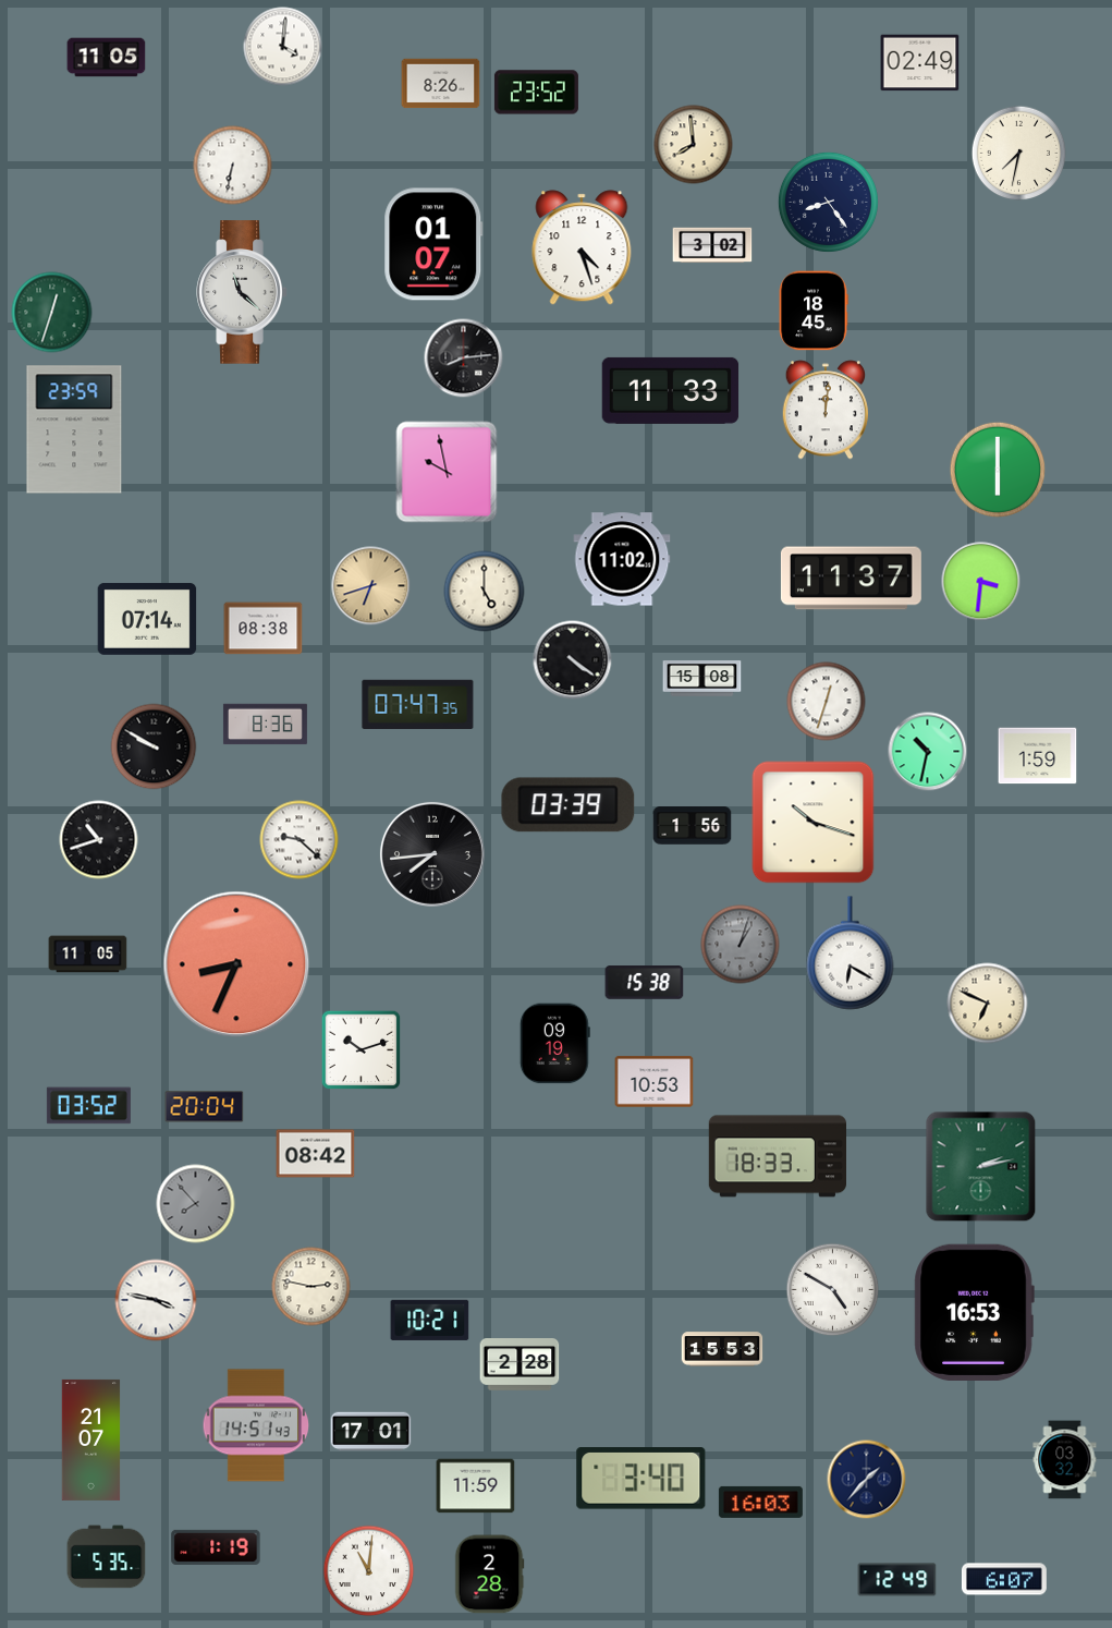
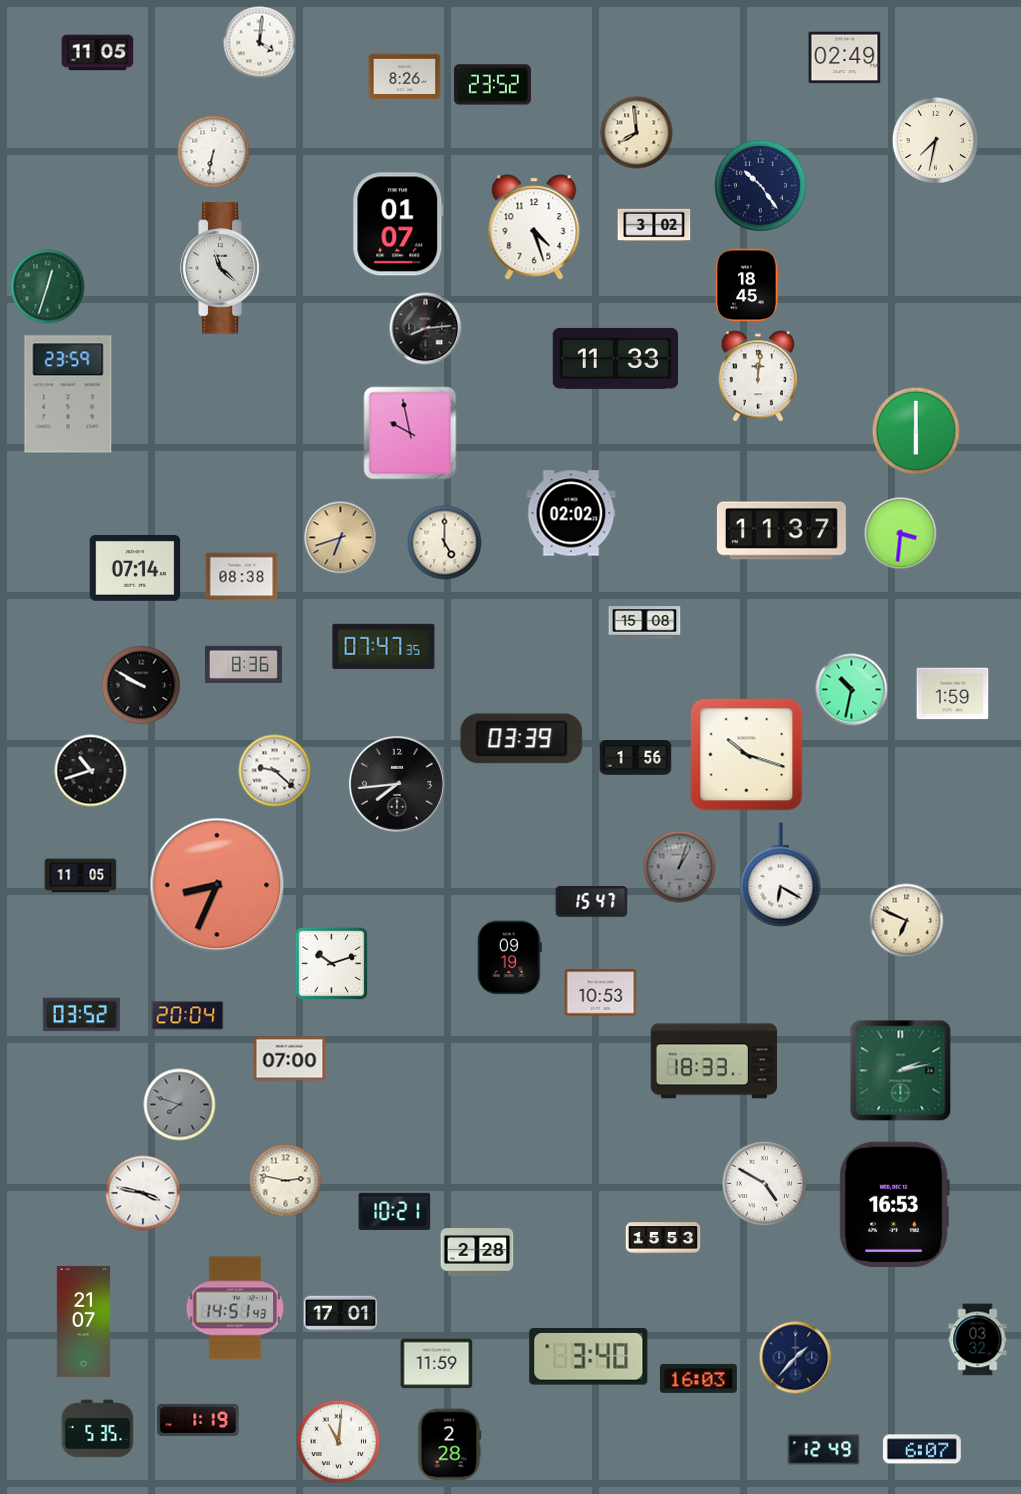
clock at (828, 202): 8:24 -> 10:24
clock at (622, 559): 11:02 -> 02:02
clock at (573, 660): 4:21 -> none
clock at (827, 702): 12:33 -> none
clock at (645, 983): 15:38 -> 15:47
clock at (316, 1154): 08:42 -> 07:00
clock at (196, 1204): 7:53 -> 7:48
